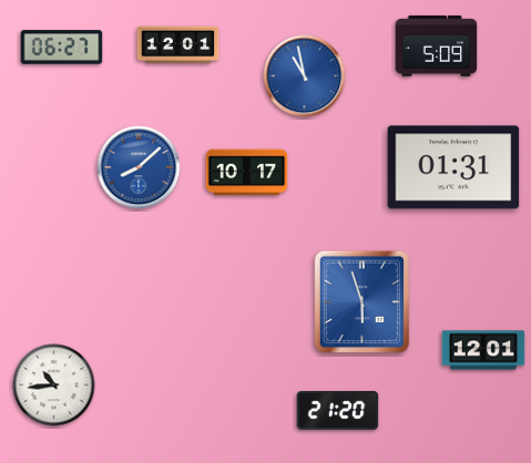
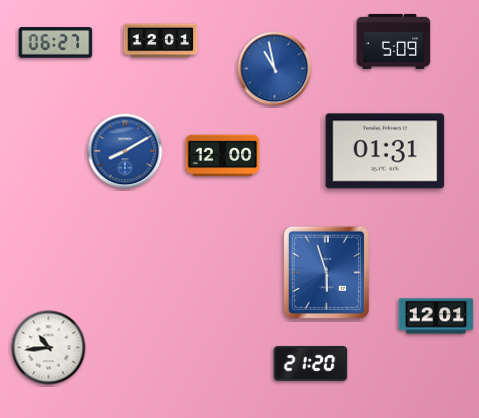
clock at (139, 167): 8:08 -> 8:10
clock at (453, 167) position: (453, 167) -> (385, 151)
clock at (247, 173): 10:17 -> 12:00
clock at (338, 411) position: (338, 411) -> (311, 364)
